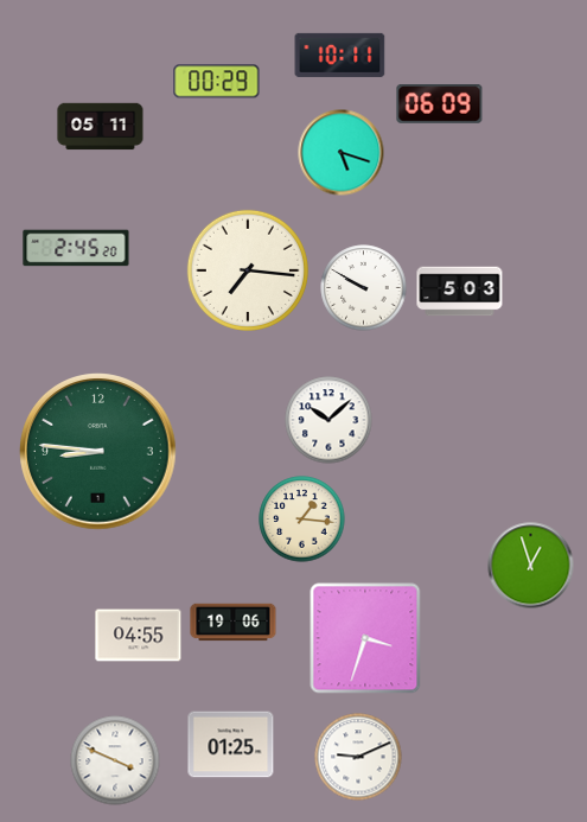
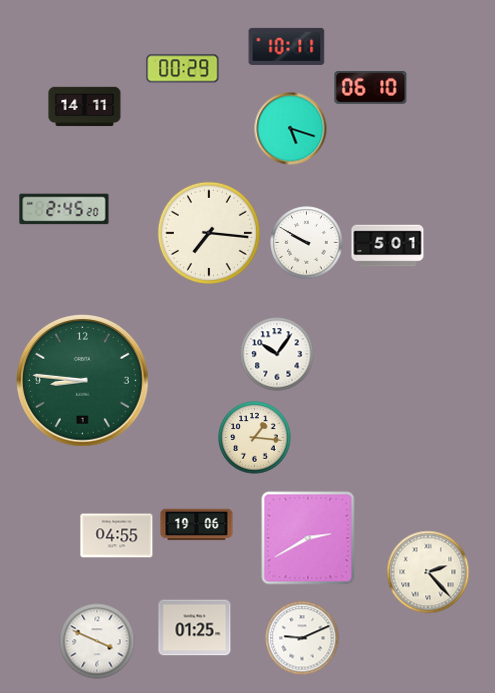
clock at (440, 104): 06:09 -> 06:10
clock at (101, 127): 05:11 -> 14:11
clock at (342, 153) position: (342, 153) -> (291, 129)
clock at (248, 270) position: (248, 270) -> (209, 233)
clock at (460, 292): 5:03 -> 5:01
clock at (328, 420): 10:08 -> 10:06
clock at (531, 566): 12:57 -> none
clock at (365, 638): 3:33 -> 2:40
clock at (428, 572): none -> 2:23
